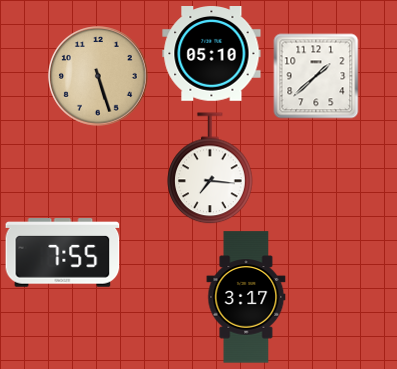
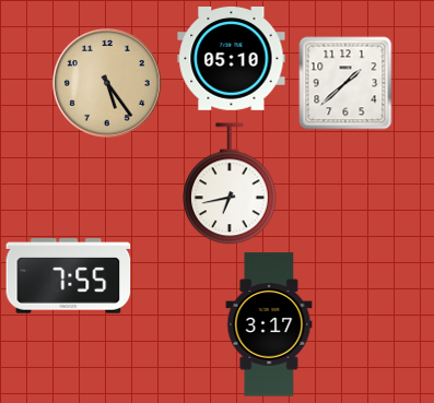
clock at (99, 77): 5:27 -> 5:24
clock at (210, 169): 7:16 -> 6:43
